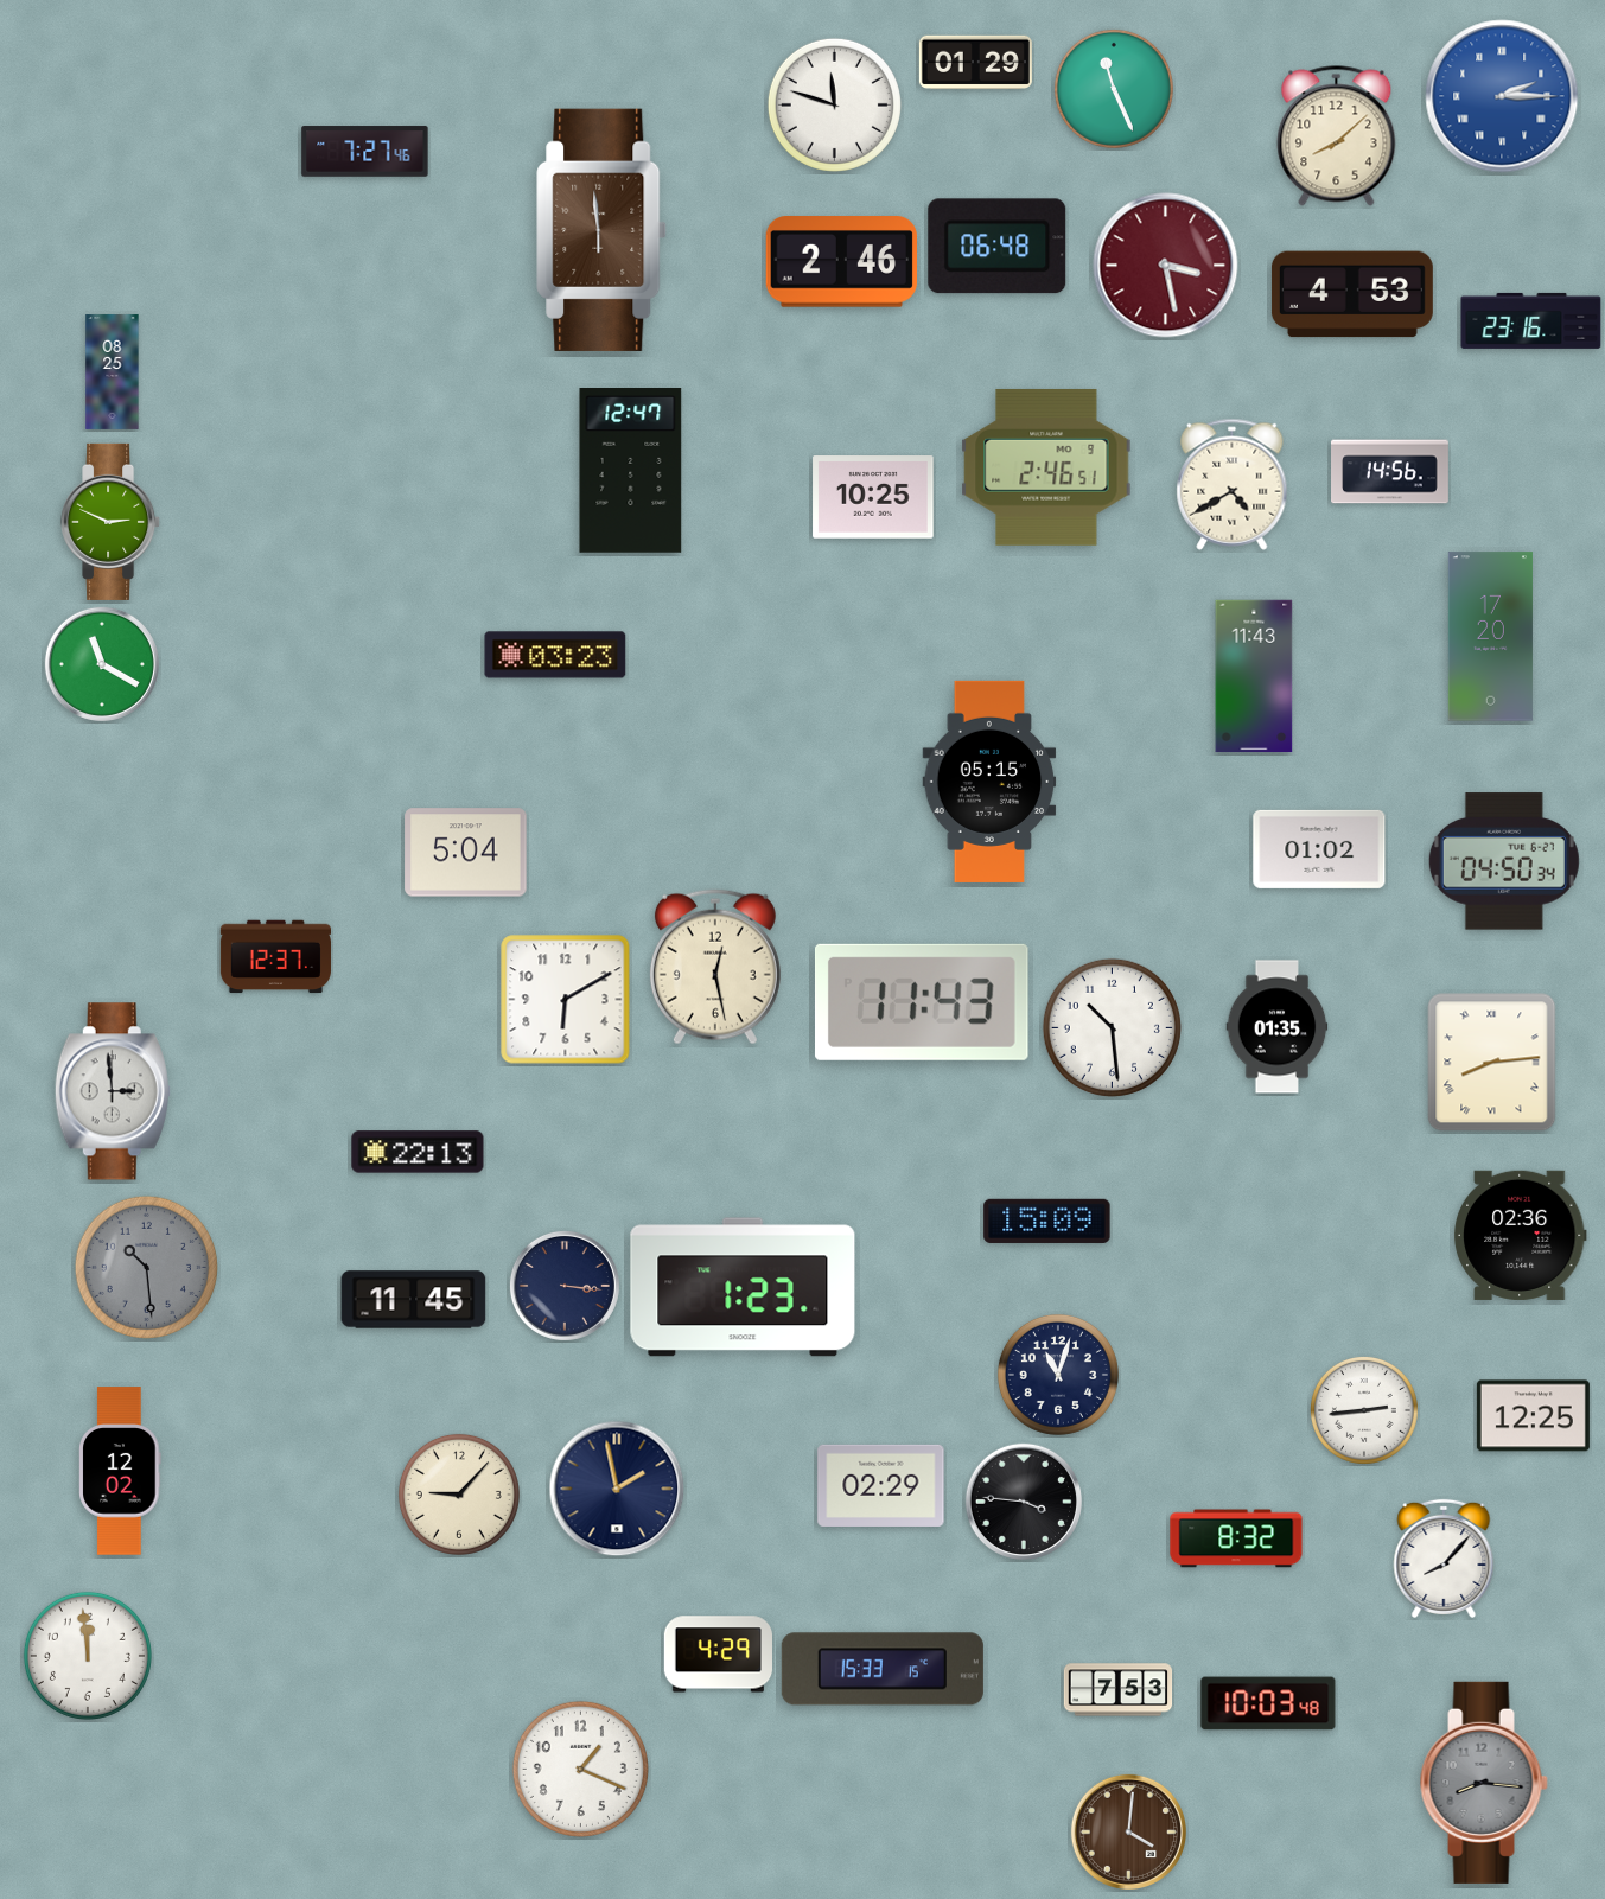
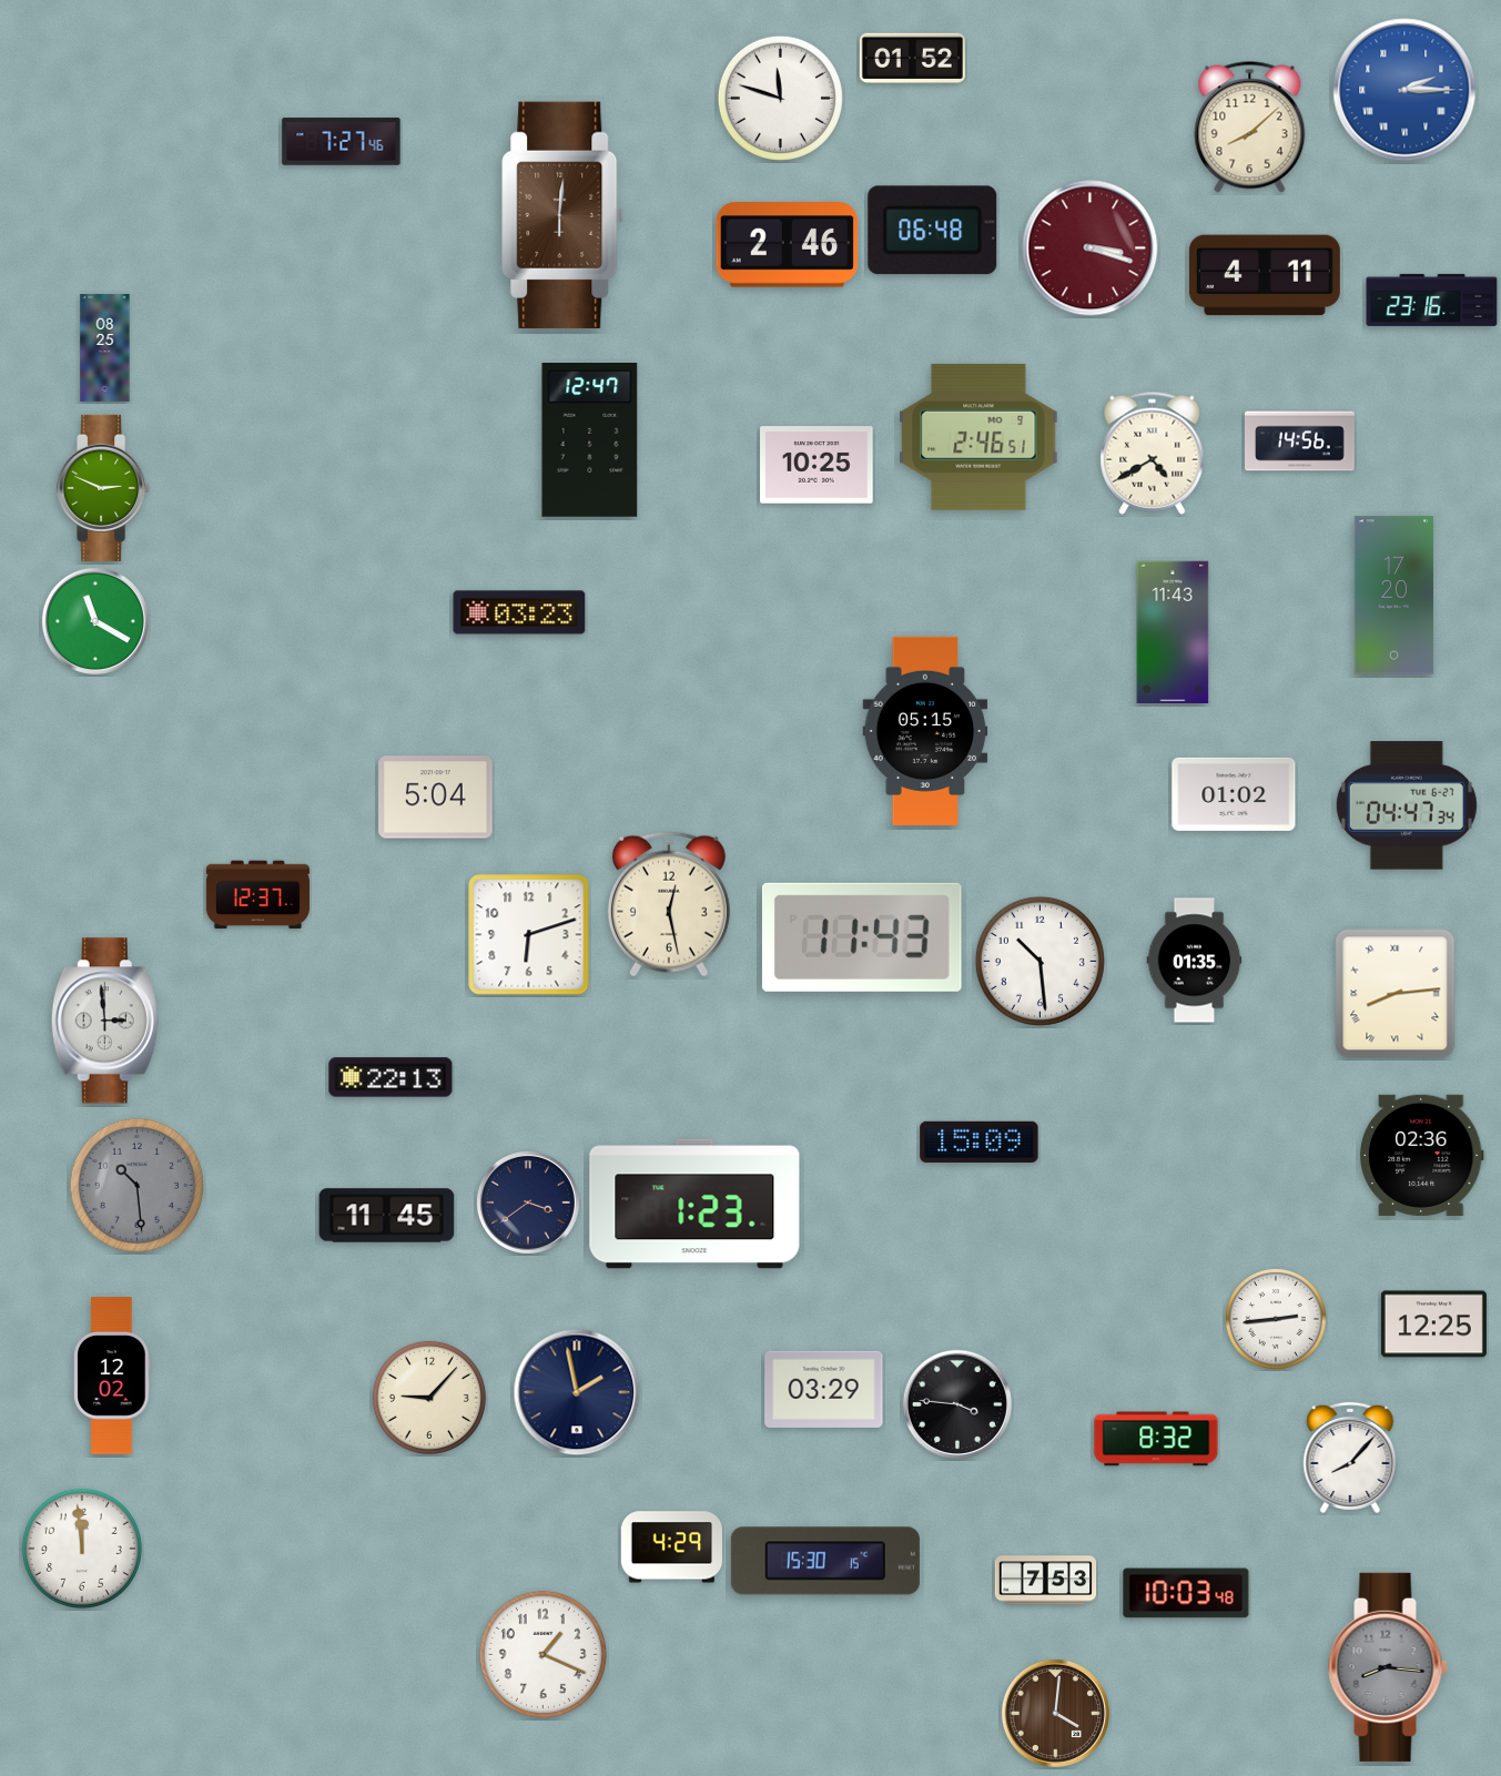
clock at (975, 63): 01:29 -> 01:52
clock at (1114, 89): 11:26 -> none
clock at (601, 230): 5:59 -> 6:01
clock at (1166, 266): 3:28 -> 3:18
clock at (1352, 294): 4:53 -> 4:11
clock at (1504, 861): 04:50 -> 04:47
clock at (566, 1000): 6:10 -> 6:12
clock at (565, 1286): 3:16 -> 3:39
clock at (1058, 1375): 11:03 -> none
clock at (881, 1485): 02:29 -> 03:29
clock at (883, 1669): 15:33 -> 15:30
